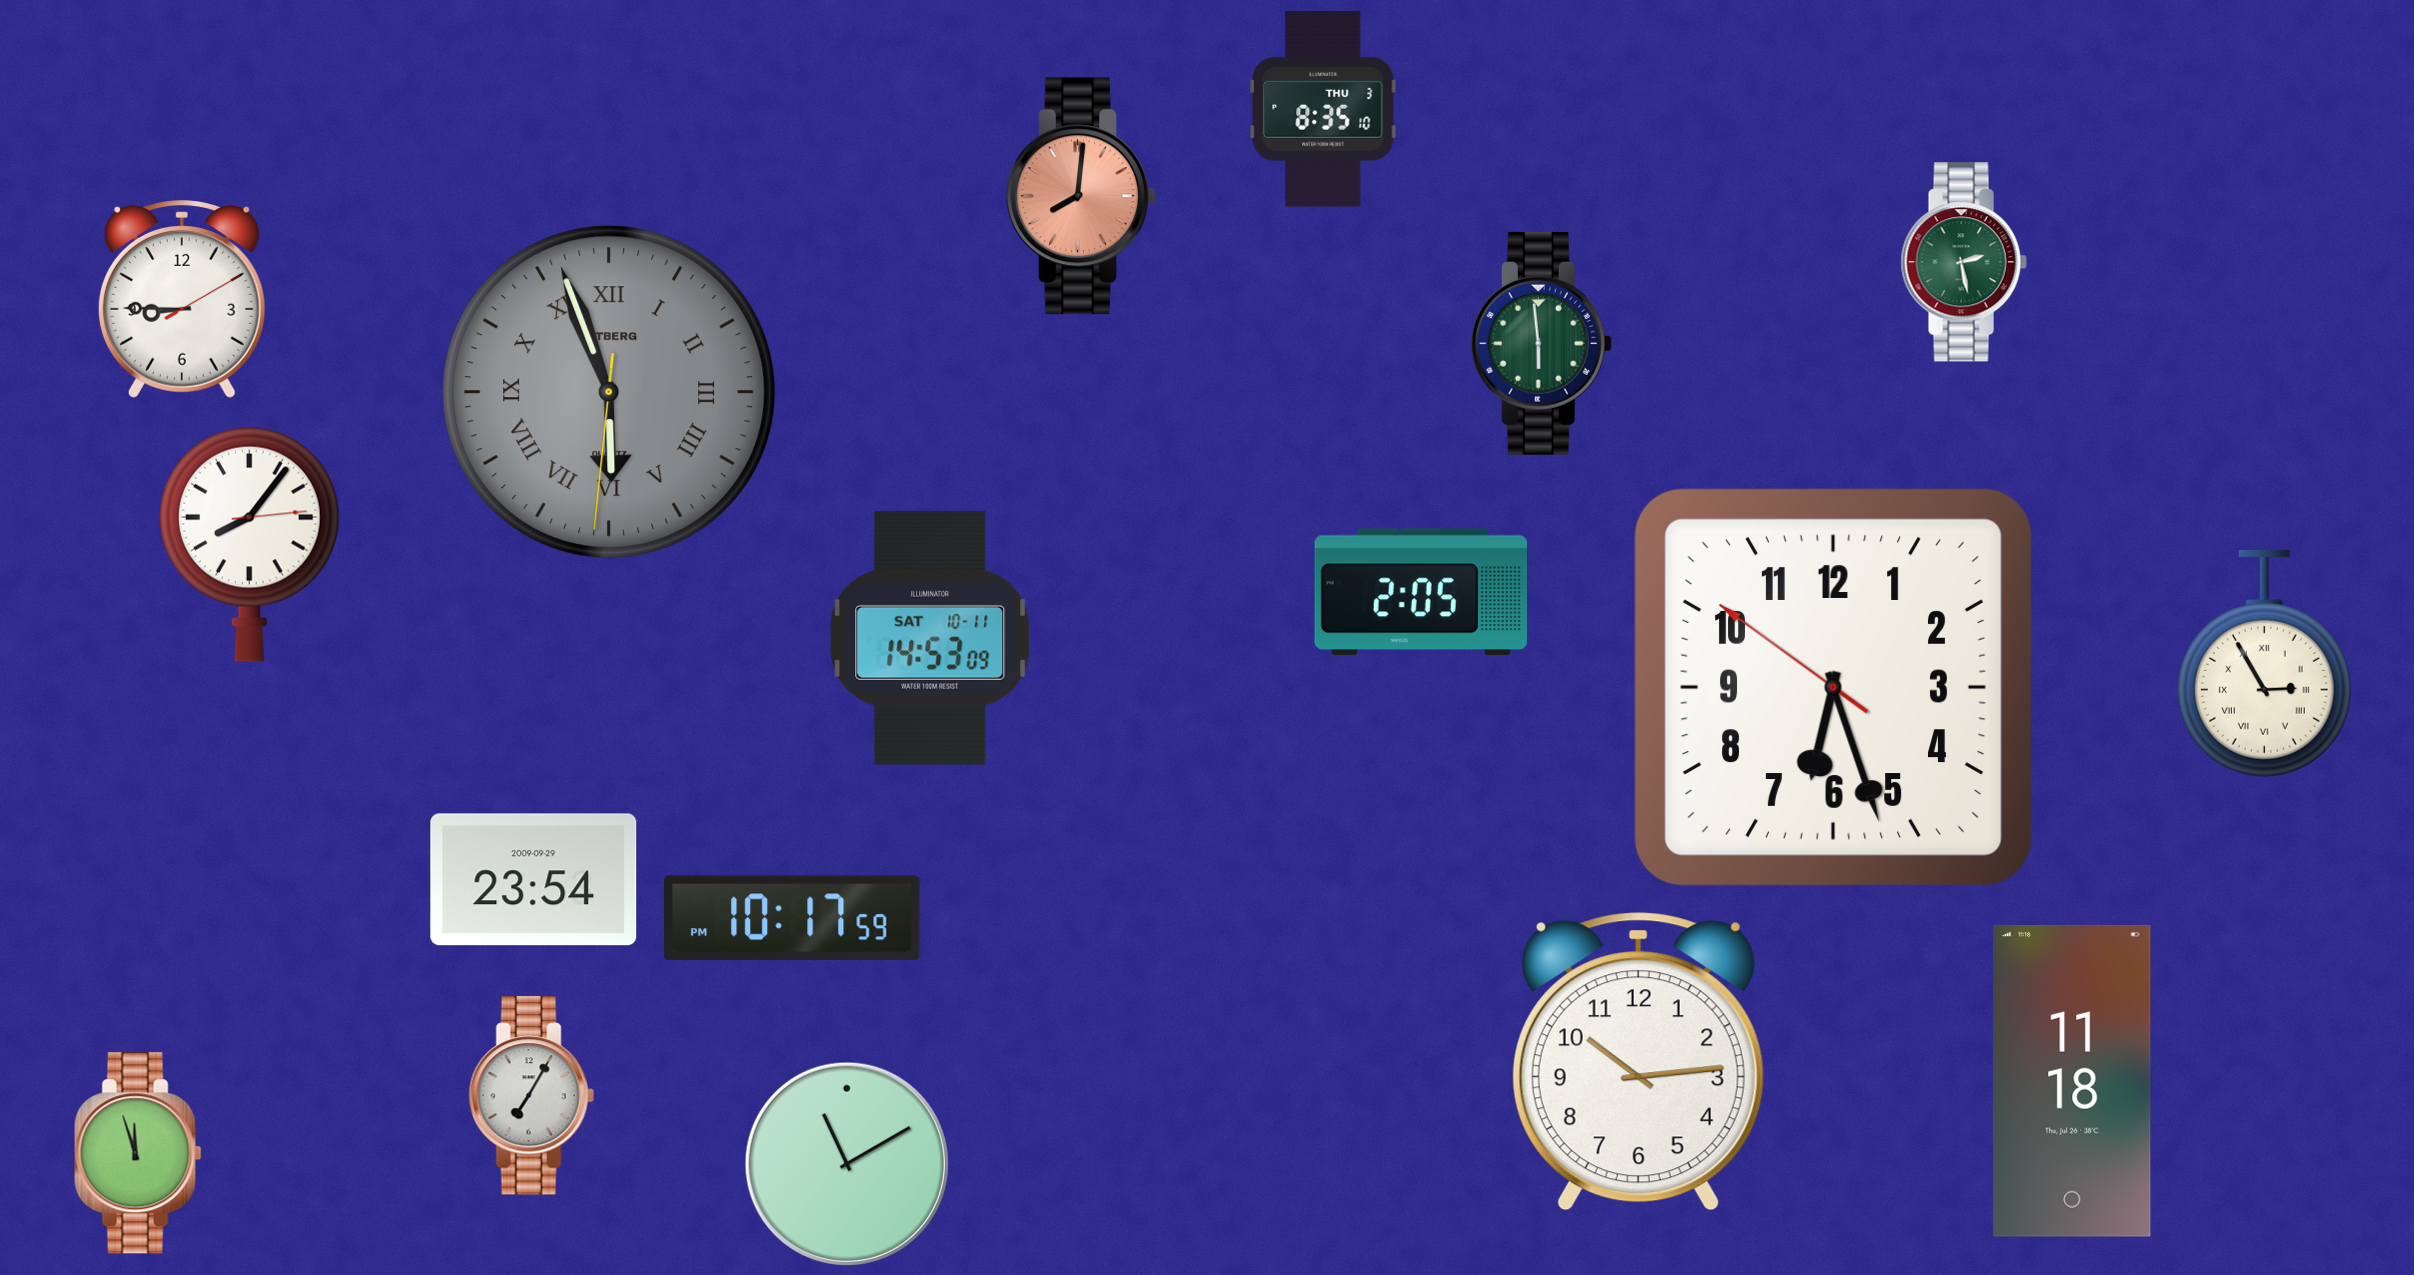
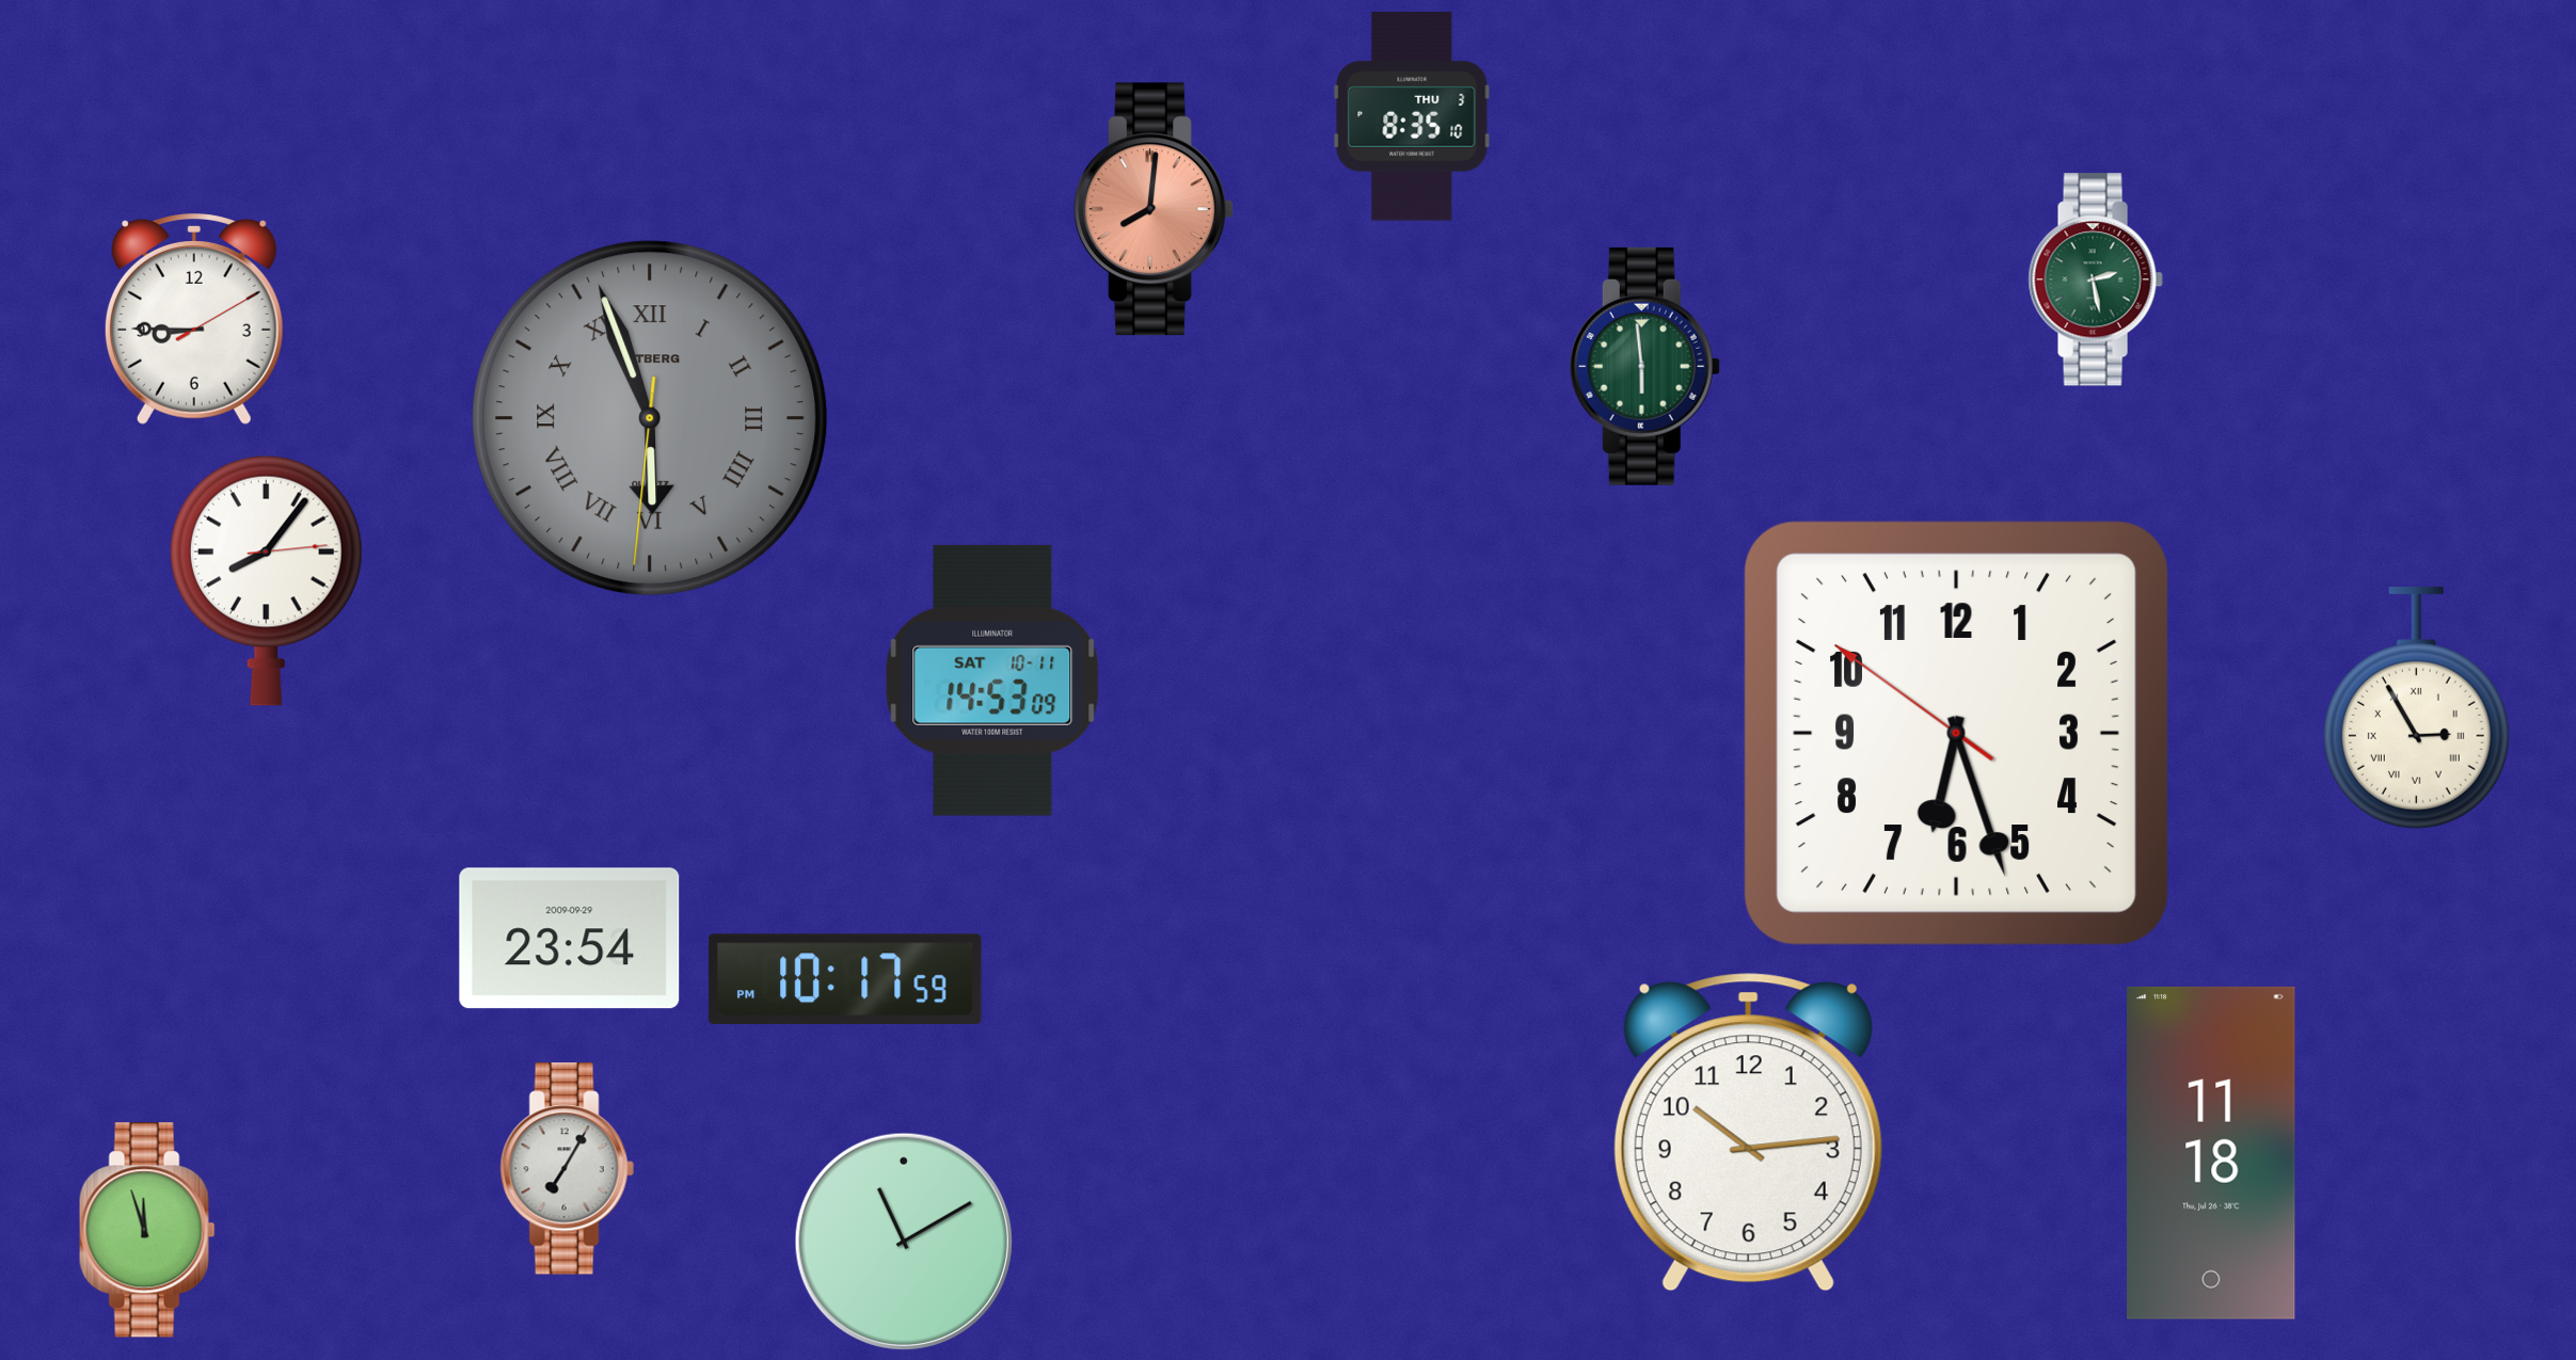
clock at (1421, 591): 2:05 -> none
